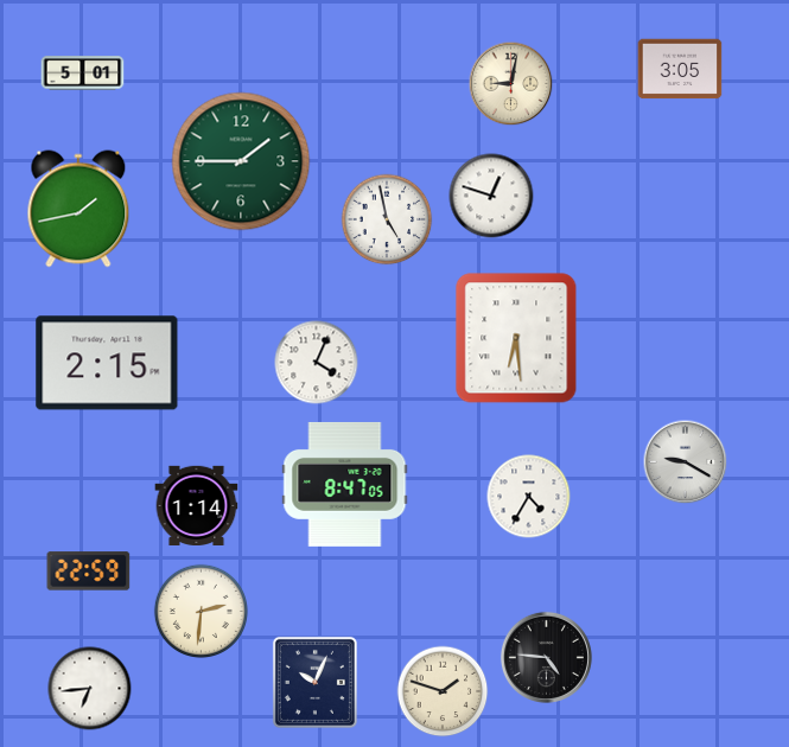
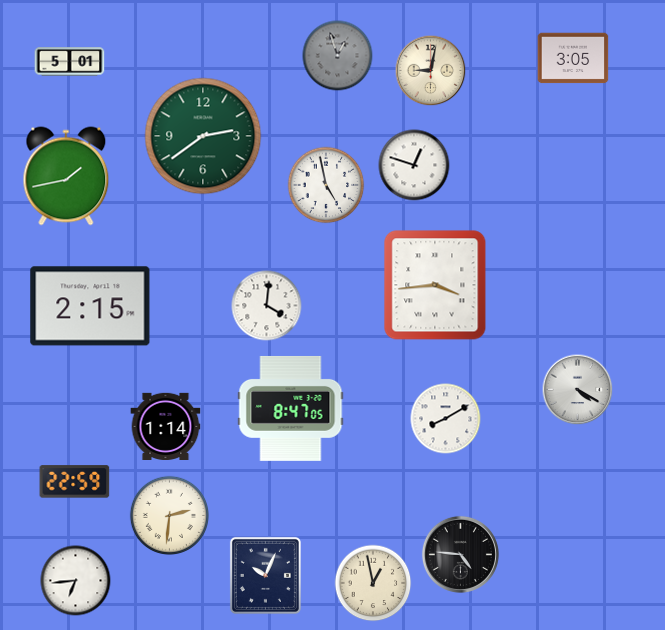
clock at (338, 56): none -> 12:57
clock at (241, 161): 1:45 -> 2:39
clock at (516, 338): 6:29 -> 3:44
clock at (317, 363): 4:04 -> 4:01
clock at (686, 462): 9:20 -> 4:20
clock at (529, 497): 4:35 -> 8:10
clock at (443, 691): 1:48 -> 12:58
